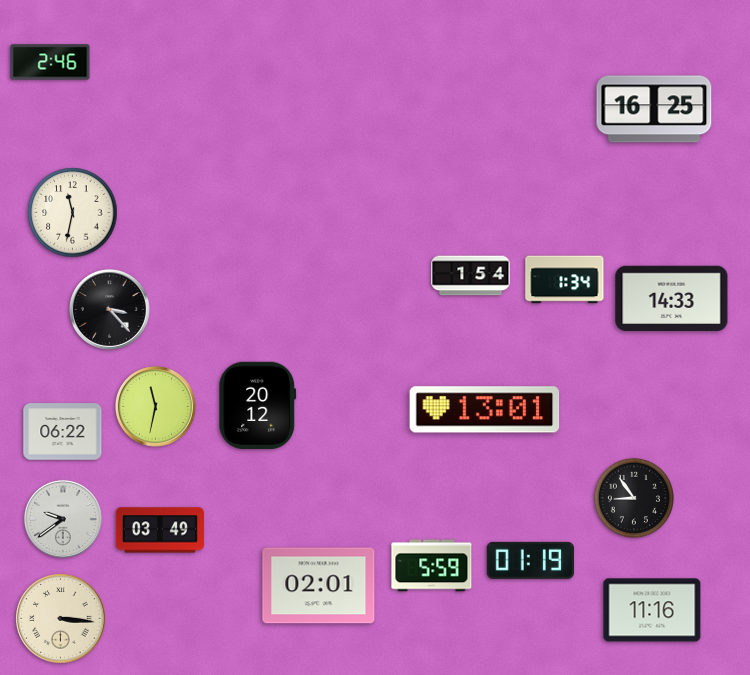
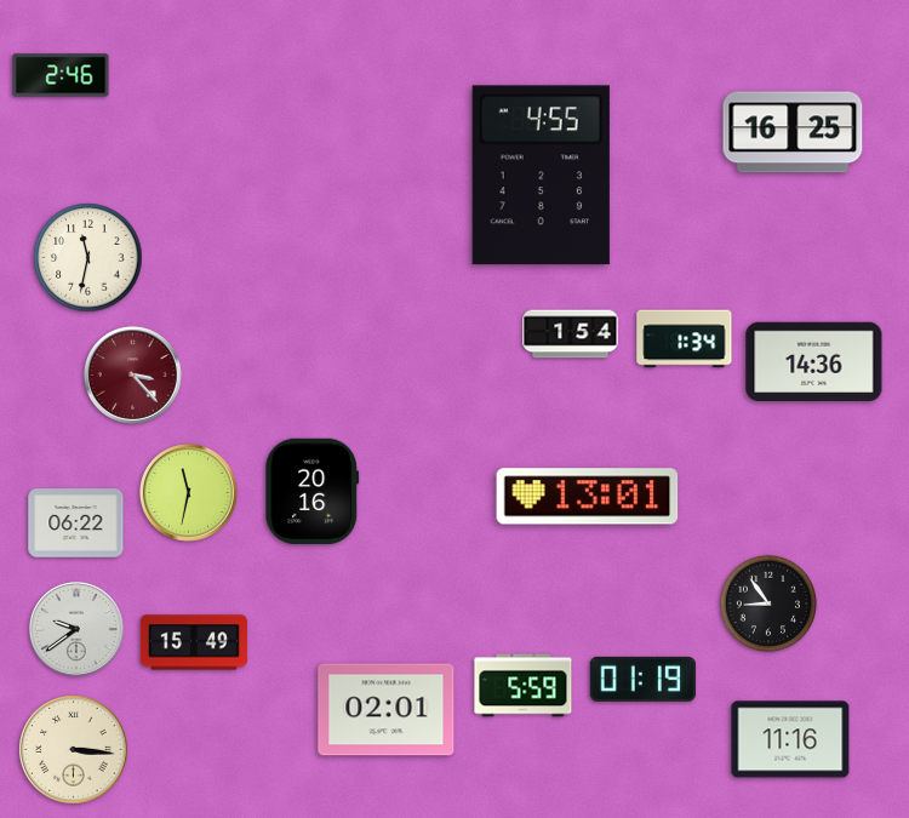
clock at (541, 176): none -> 4:55
clock at (672, 298): 14:33 -> 14:36
clock at (109, 309) dial: black -> burgundy
clock at (258, 405): 20:12 -> 20:16
clock at (160, 530): 03:49 -> 15:49
